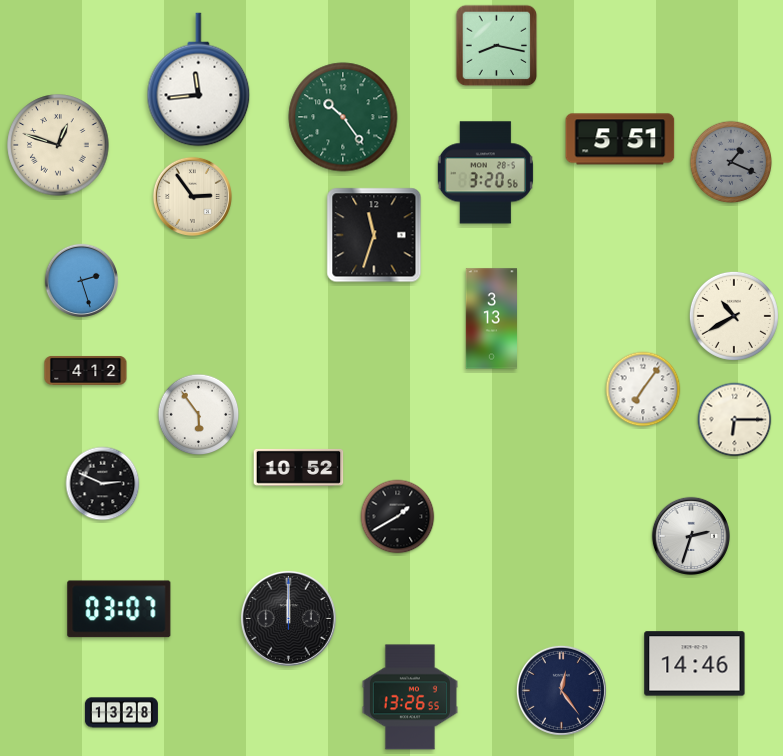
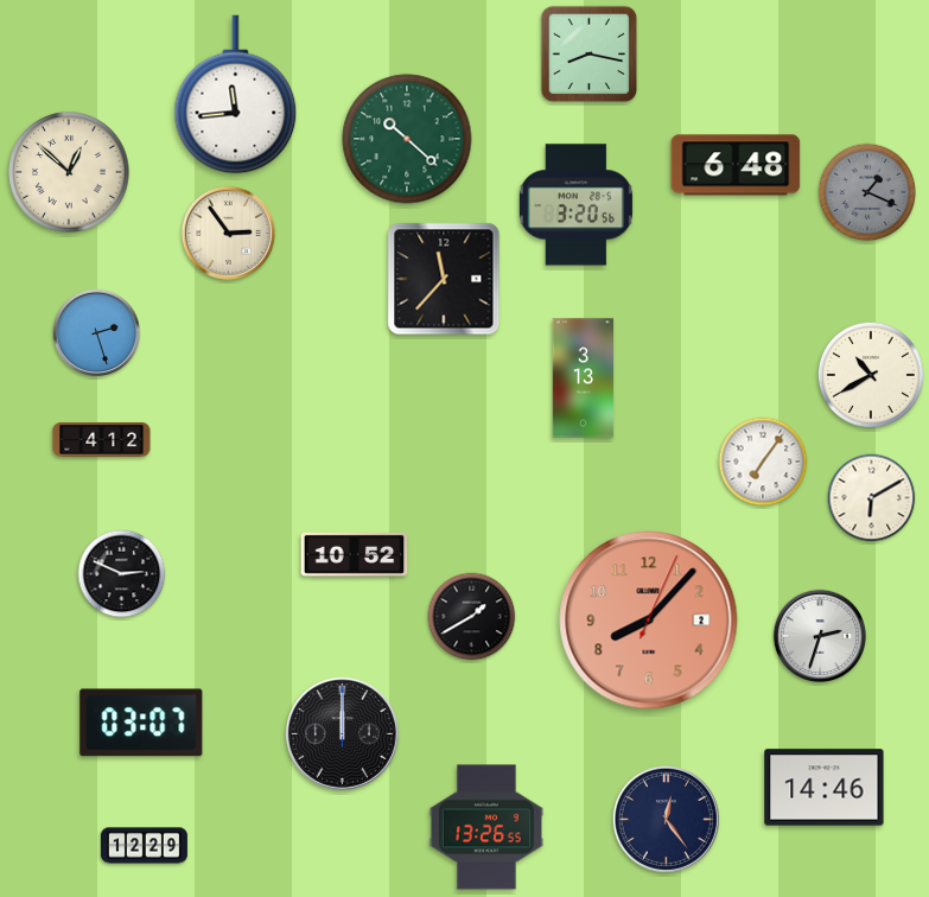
clock at (343, 117): 10:24 -> 10:22
clock at (620, 139): 5:51 -> 6:48
clock at (58, 145): 12:48 -> 12:52
clock at (374, 235): 11:33 -> 11:37
clock at (199, 415): 5:54 -> none
clock at (735, 420): 6:15 -> 6:10
clock at (398, 517) position: (398, 517) -> (472, 617)
clock at (649, 621): none -> 8:07
clock at (121, 713): 13:28 -> 12:29
